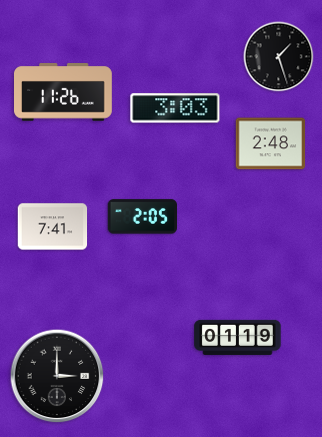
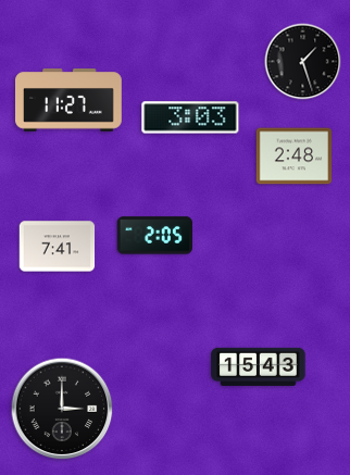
clock at (64, 92): 11:26 -> 11:27
clock at (238, 337): 01:19 -> 15:43
